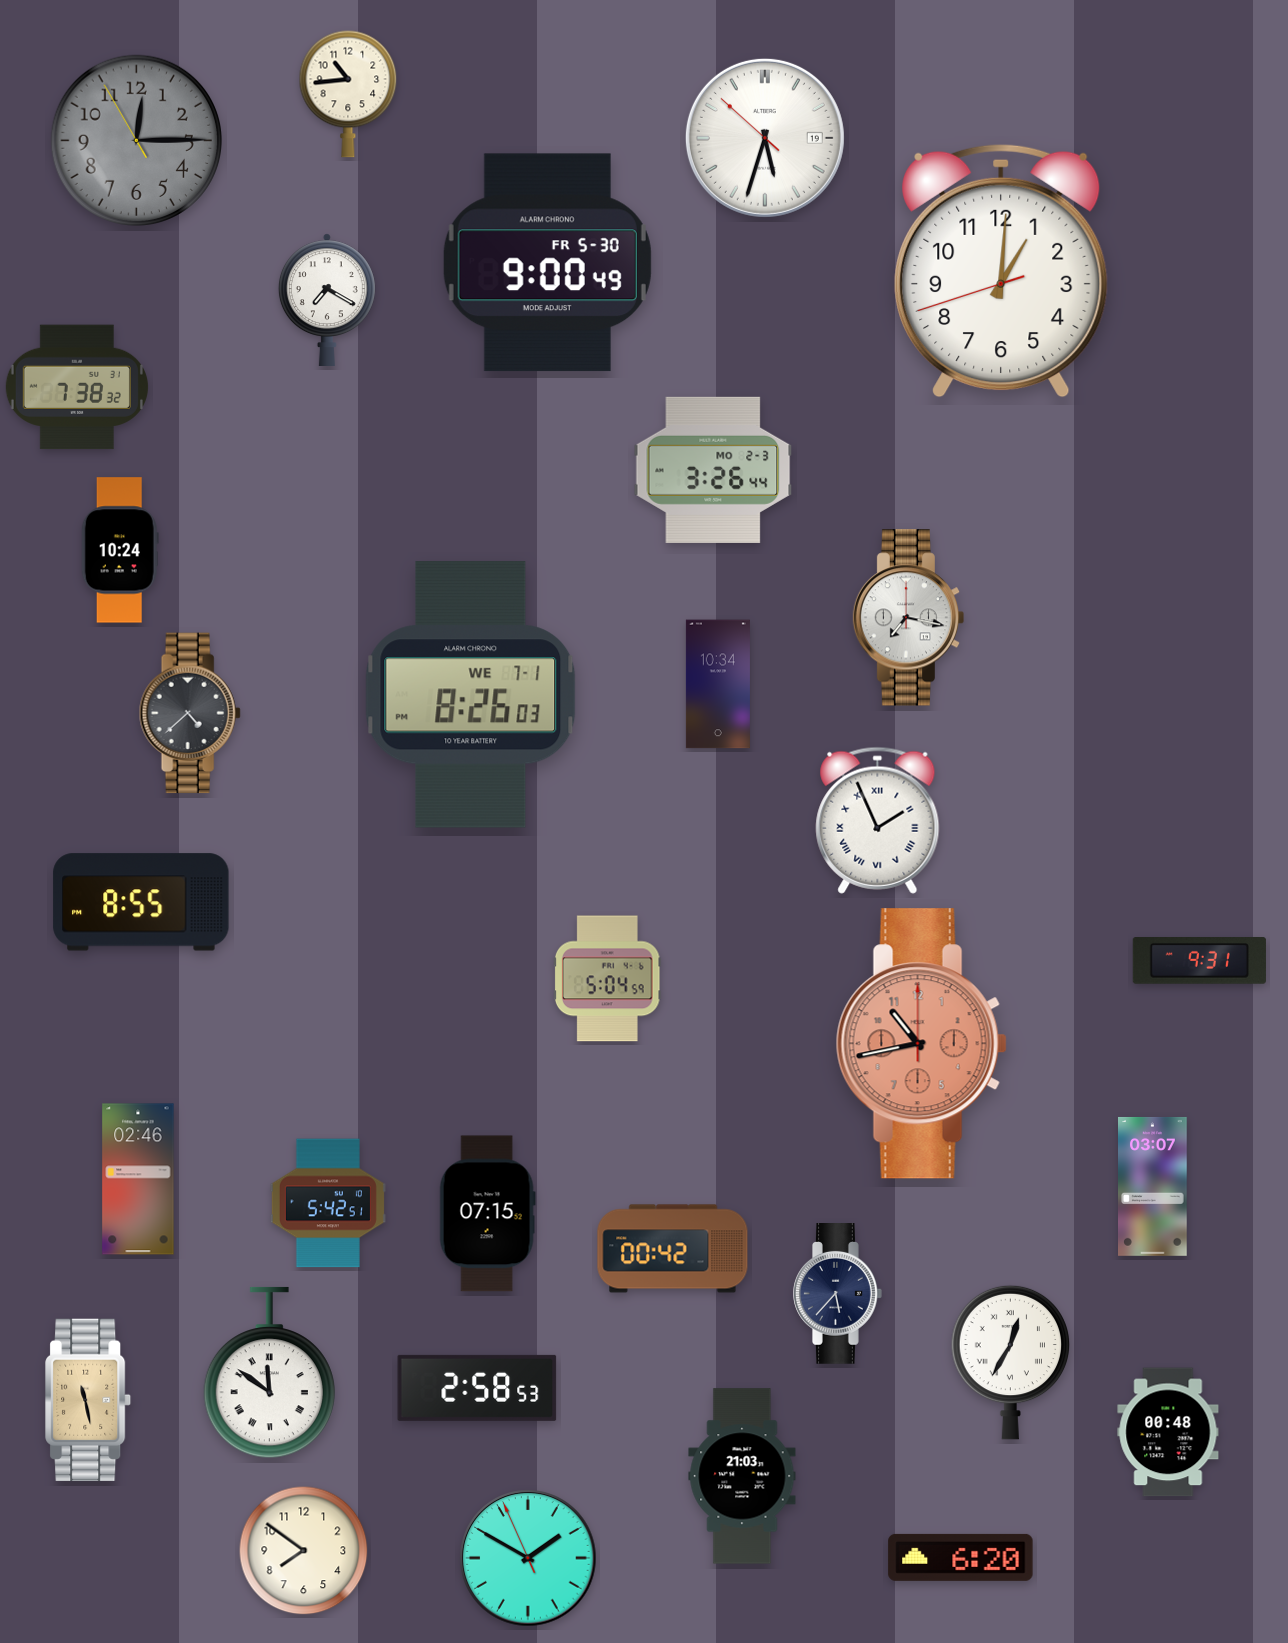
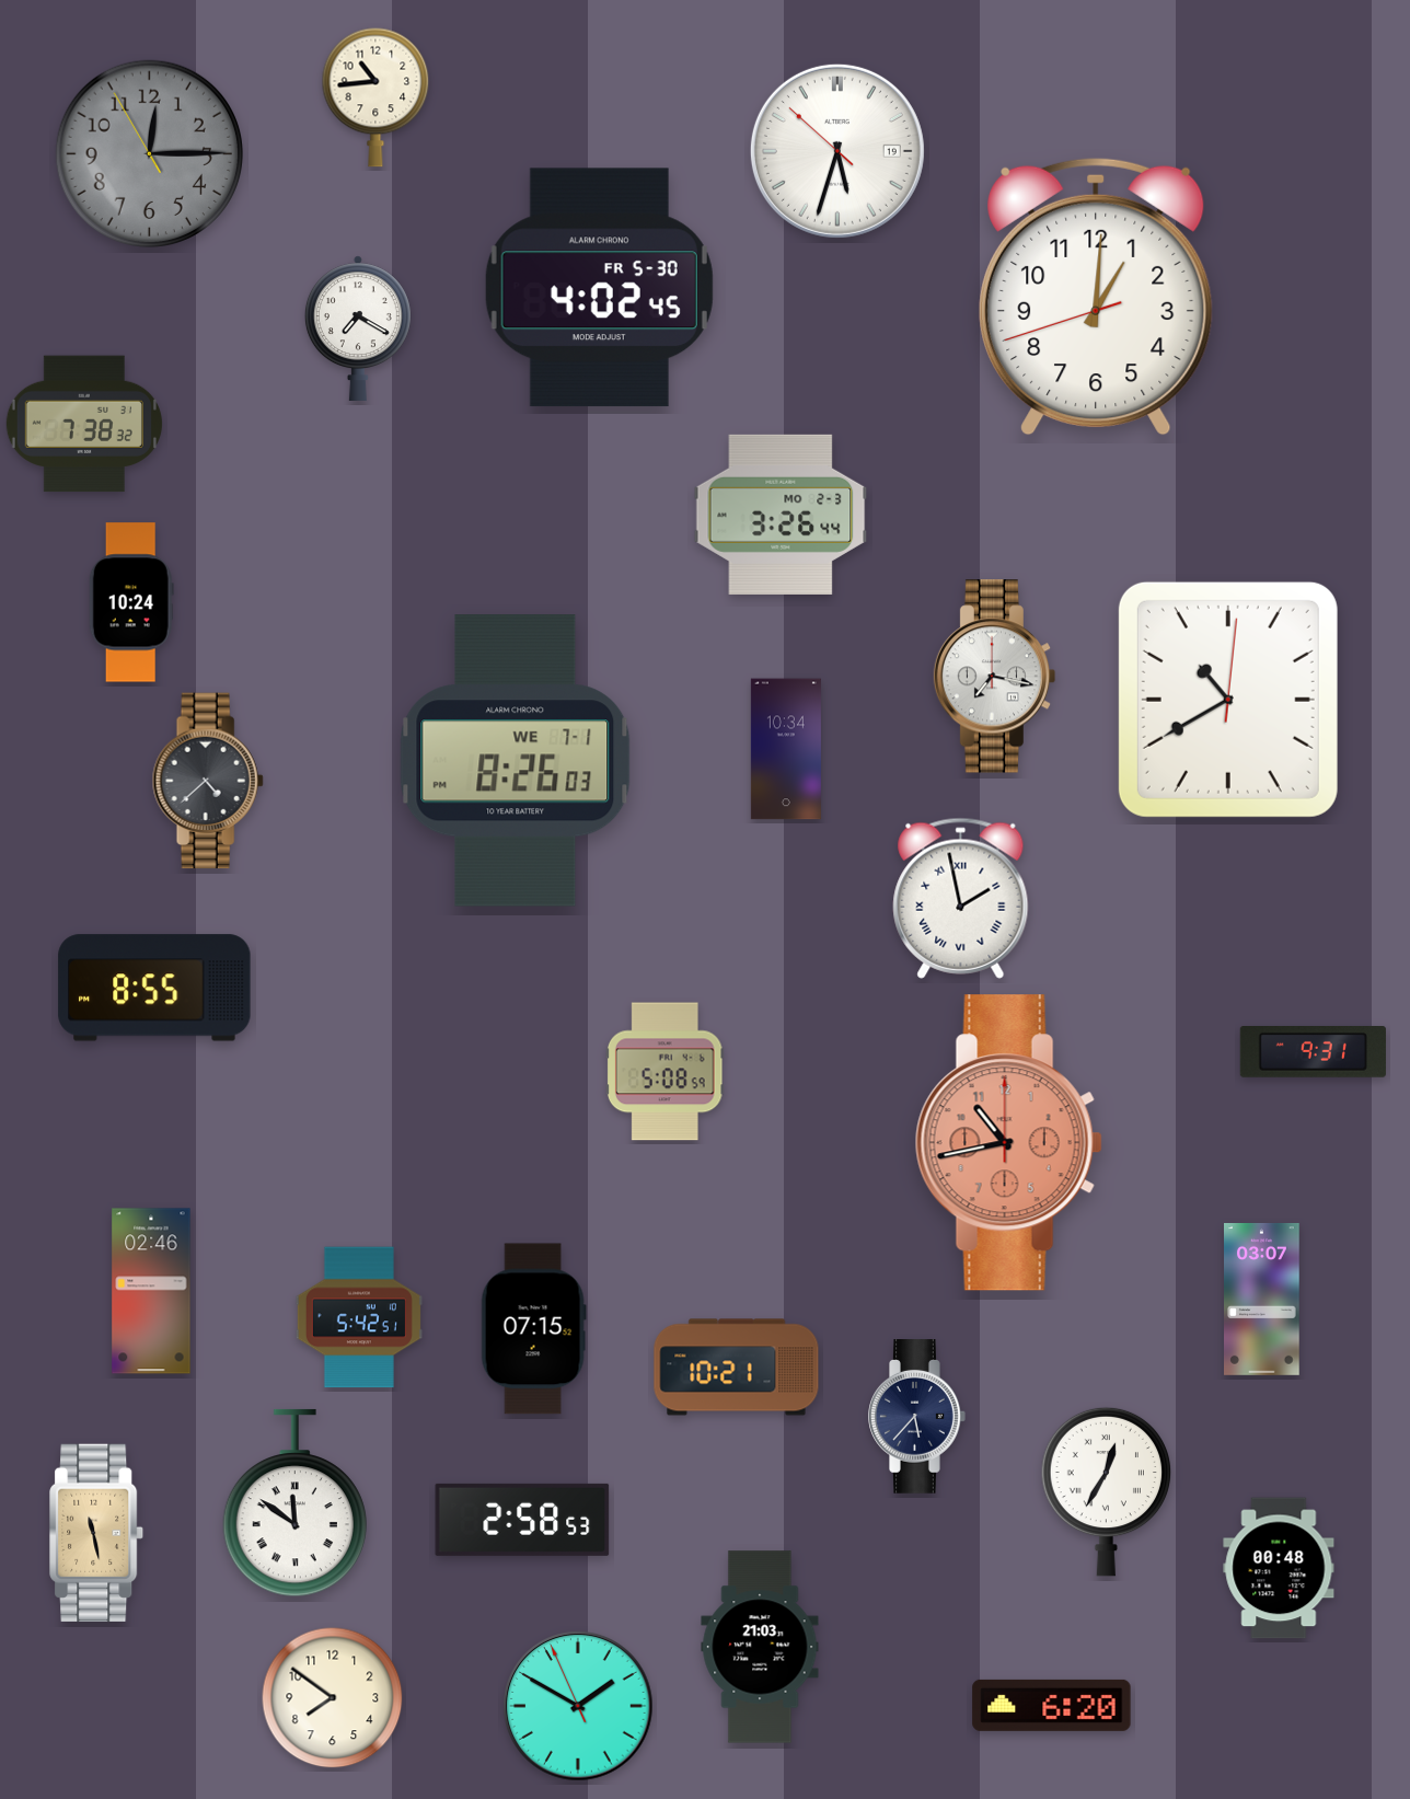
clock at (348, 94) position: (348, 94) -> (375, 97)
clock at (547, 263): 9:00 -> 4:02
clock at (1228, 700): none -> 10:40
clock at (878, 820): 1:56 -> 1:58
clock at (607, 979): 5:04 -> 5:08
clock at (673, 1249): 00:42 -> 10:21
clock at (742, 1476) position: (742, 1476) -> (760, 1647)
